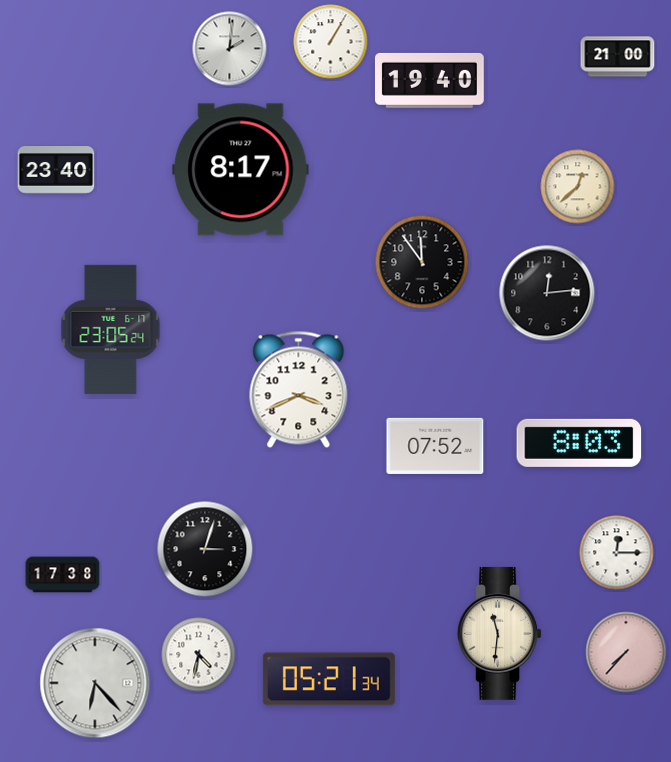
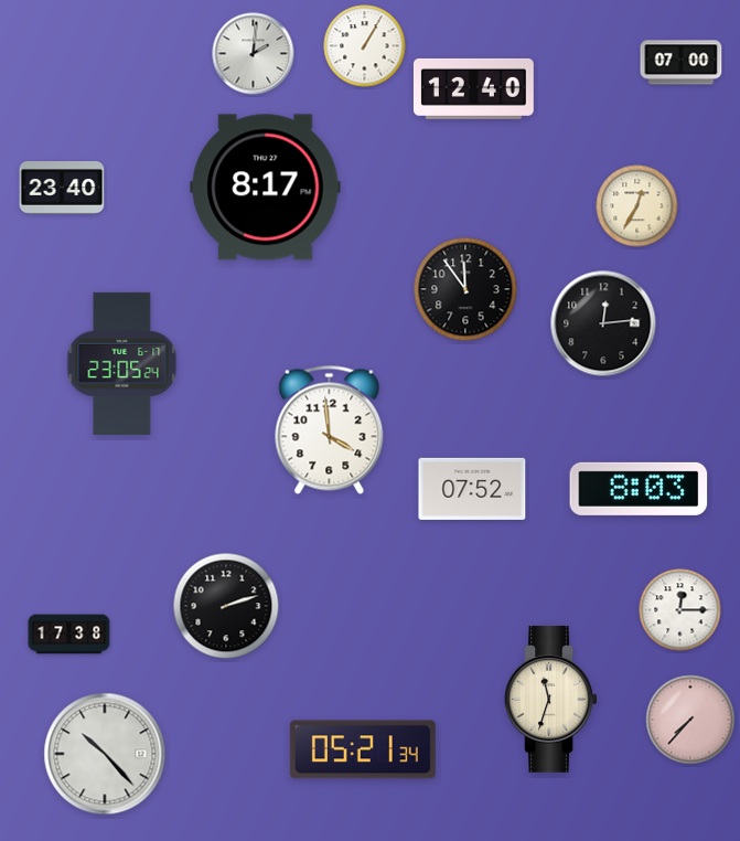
clock at (618, 57): 21:00 -> 07:00
clock at (429, 80): 19:40 -> 12:40
clock at (578, 187): 12:38 -> 12:35
clock at (299, 389): 3:41 -> 3:59
clock at (435, 446) position: (435, 446) -> (472, 489)
clock at (205, 549): 3:03 -> 2:12
clock at (500, 633): 11:31 -> 11:33
clock at (199, 655): 4:32 -> none
clock at (95, 683): 6:23 -> 10:23
